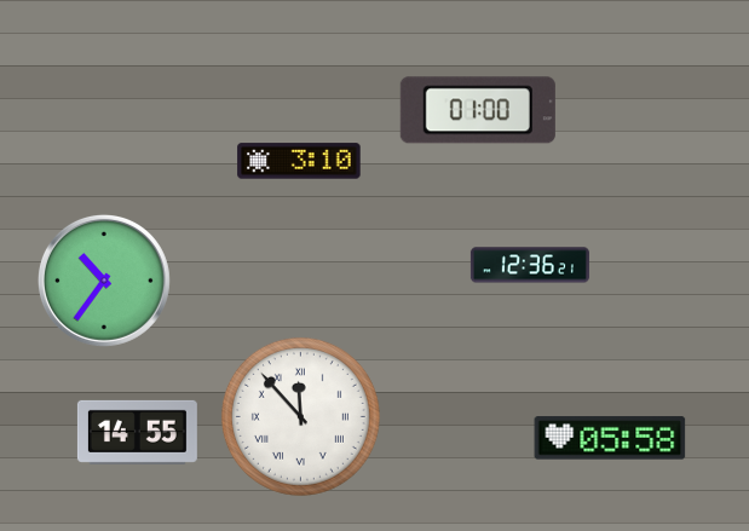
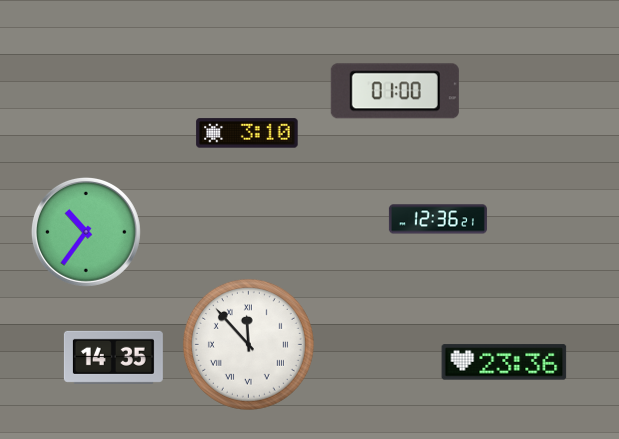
clock at (137, 432): 14:55 -> 14:35
clock at (610, 438): 05:58 -> 23:36
